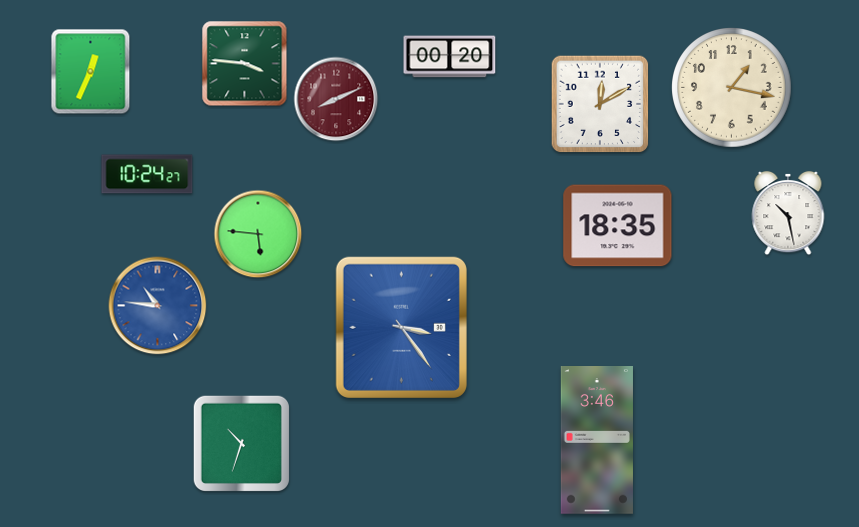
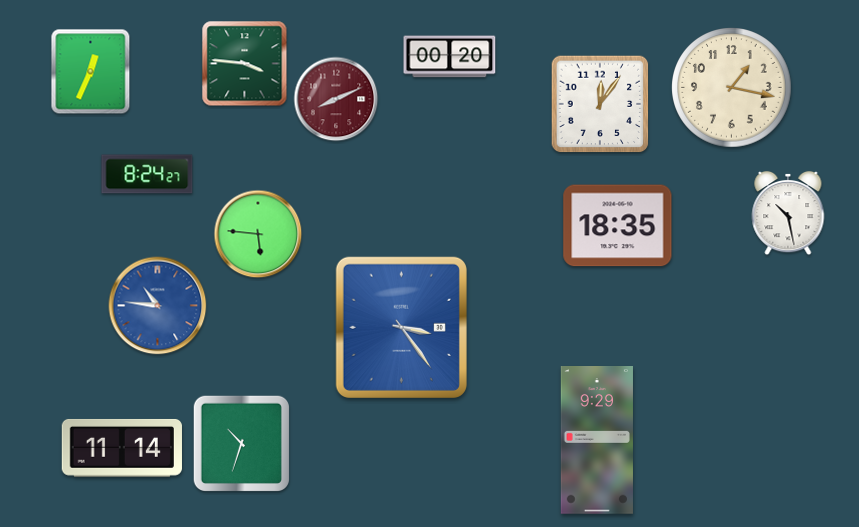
clock at (600, 104): 12:10 -> 12:06
clock at (147, 174): 10:24 -> 8:24
clock at (597, 441): 3:46 -> 9:29
clock at (122, 448): none -> 11:14
